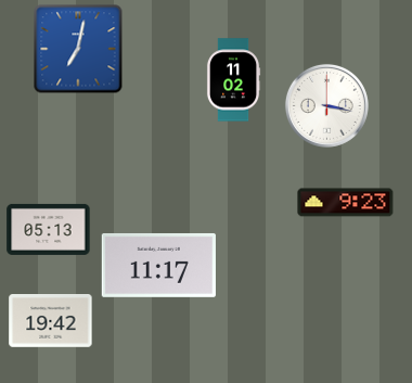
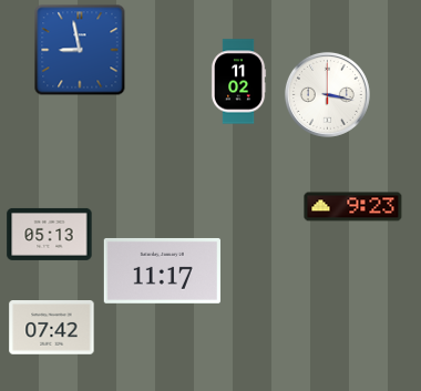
clock at (78, 49): 7:02 -> 8:58
clock at (326, 105) position: (326, 105) -> (327, 94)
clock at (51, 321): 19:42 -> 07:42
